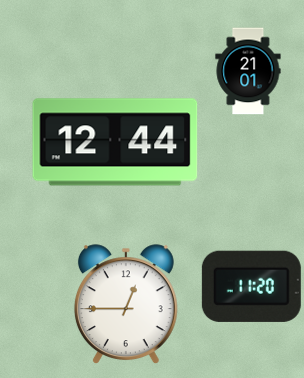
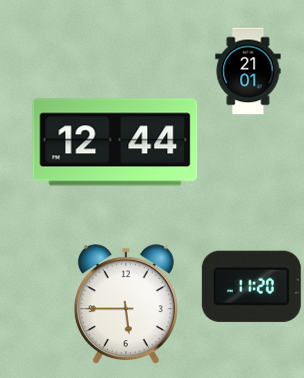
clock at (126, 305): 12:45 -> 5:45
